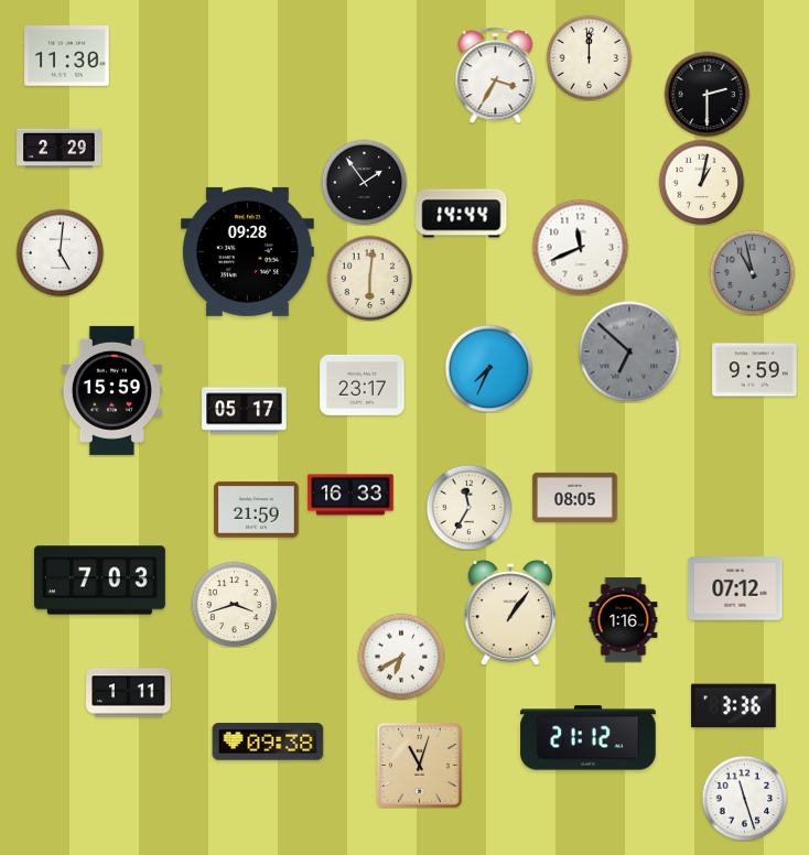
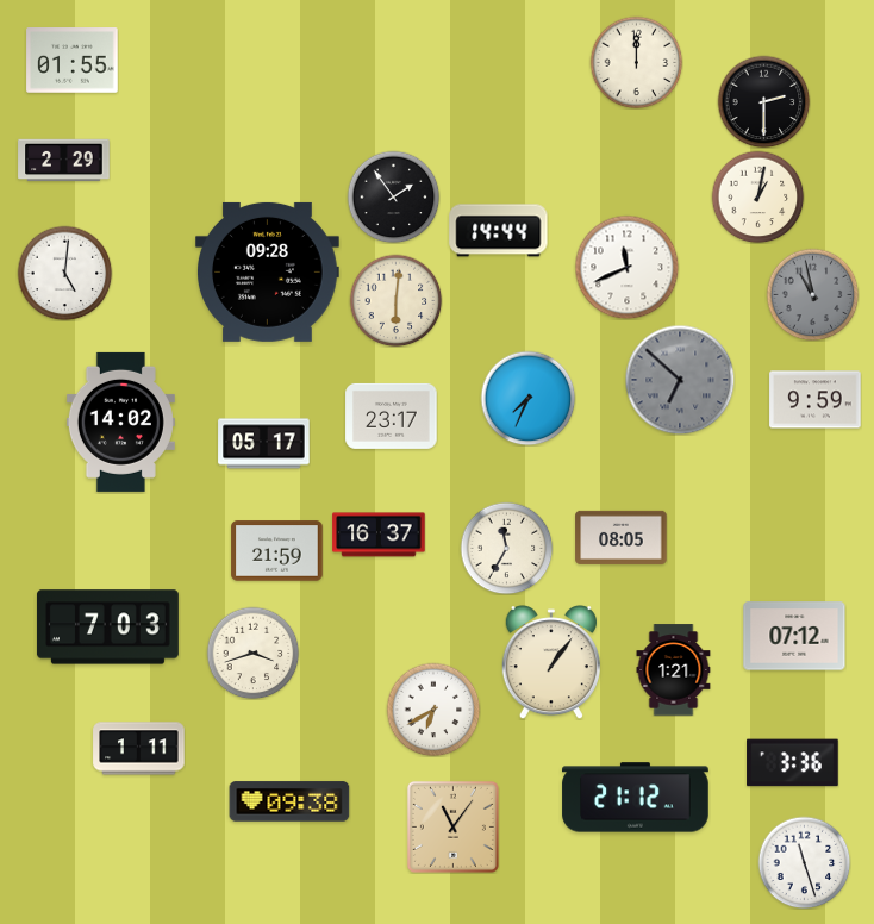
clock at (67, 56): 11:30 -> 01:55
clock at (496, 75): 3:35 -> none
clock at (369, 278) position: (369, 278) -> (395, 300)
clock at (111, 390): 15:59 -> 14:02
clock at (350, 495): 16:33 -> 16:37
clock at (624, 620): 1:16 -> 1:21
clock at (419, 765): 11:03 -> 11:06
